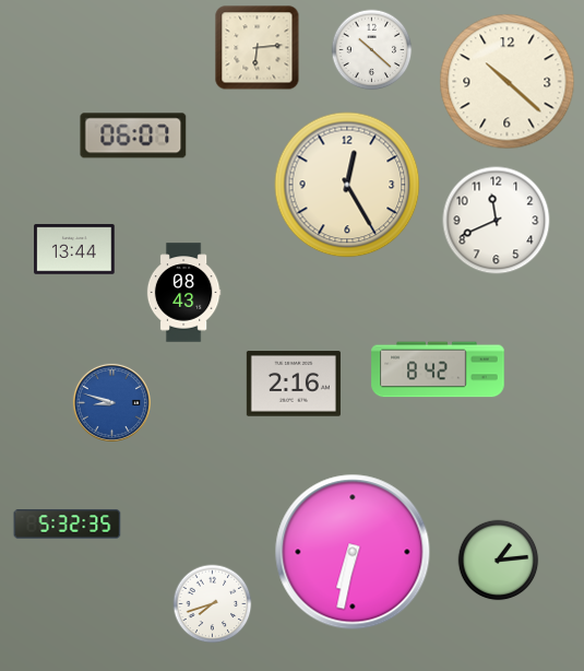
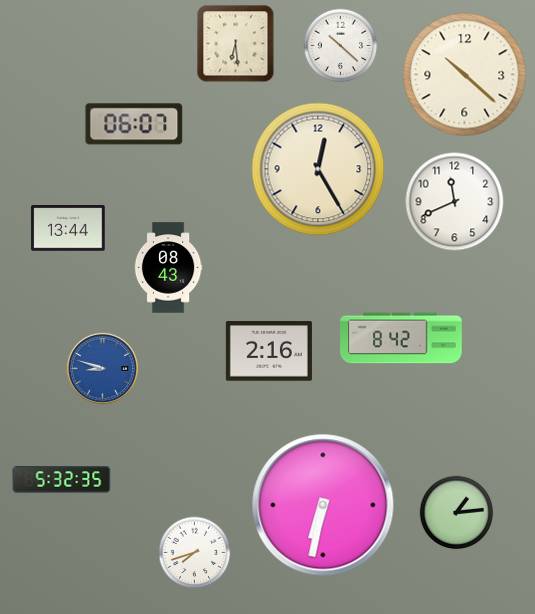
clock at (258, 48): 6:14 -> 6:29
clock at (133, 136) position: (133, 136) -> (134, 124)
